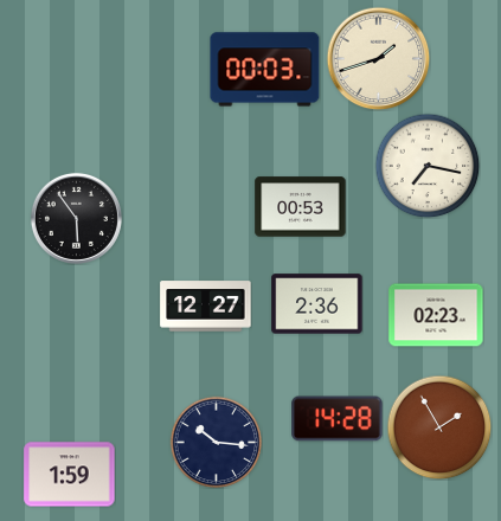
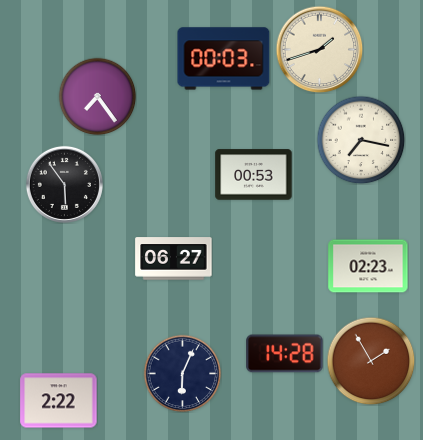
clock at (97, 96): none -> 7:24
clock at (317, 304): 2:36 -> none
clock at (206, 307): 12:27 -> 06:27
clock at (216, 442): 10:16 -> 6:04
clock at (70, 475): 1:59 -> 2:22
